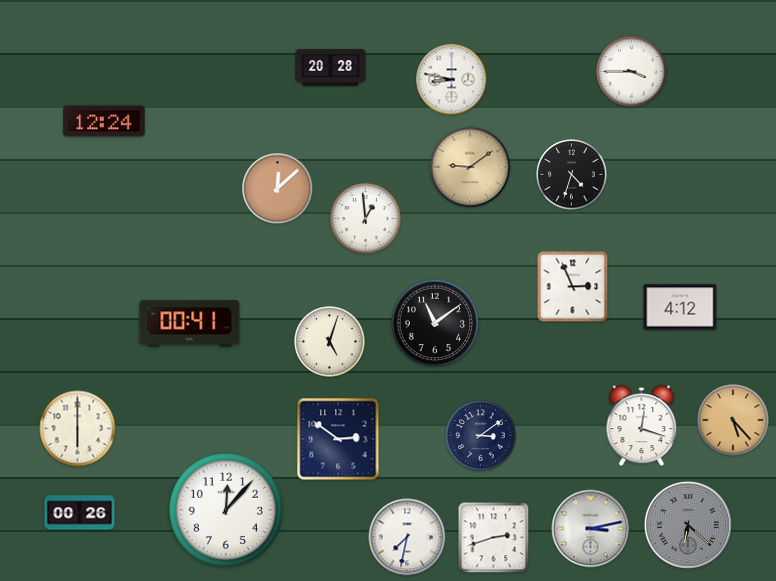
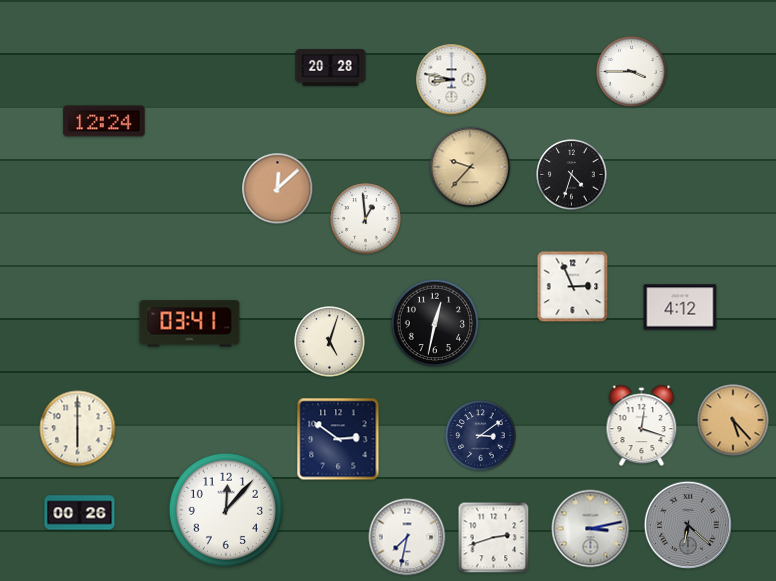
clock at (470, 167): 9:09 -> 9:37
clock at (435, 323): 11:09 -> 12:32
clock at (190, 324): 00:41 -> 03:41
